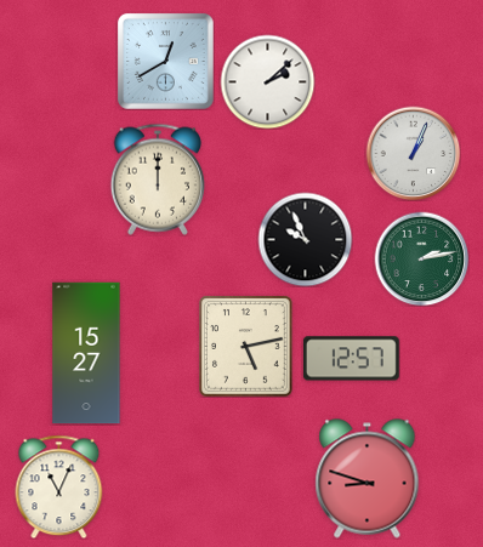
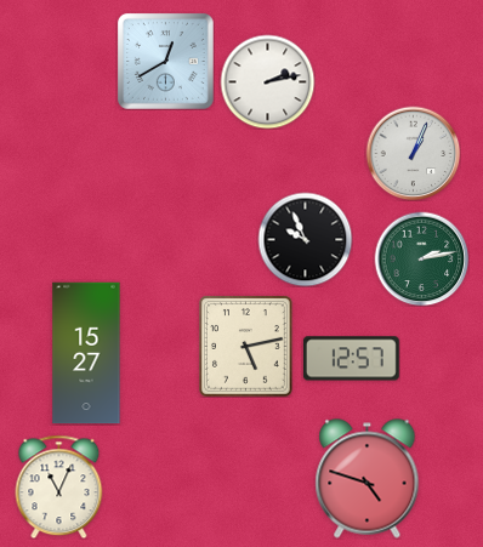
clock at (267, 81): 2:08 -> 2:13
clock at (157, 180): 12:00 -> none
clock at (368, 479): 8:48 -> 4:48
